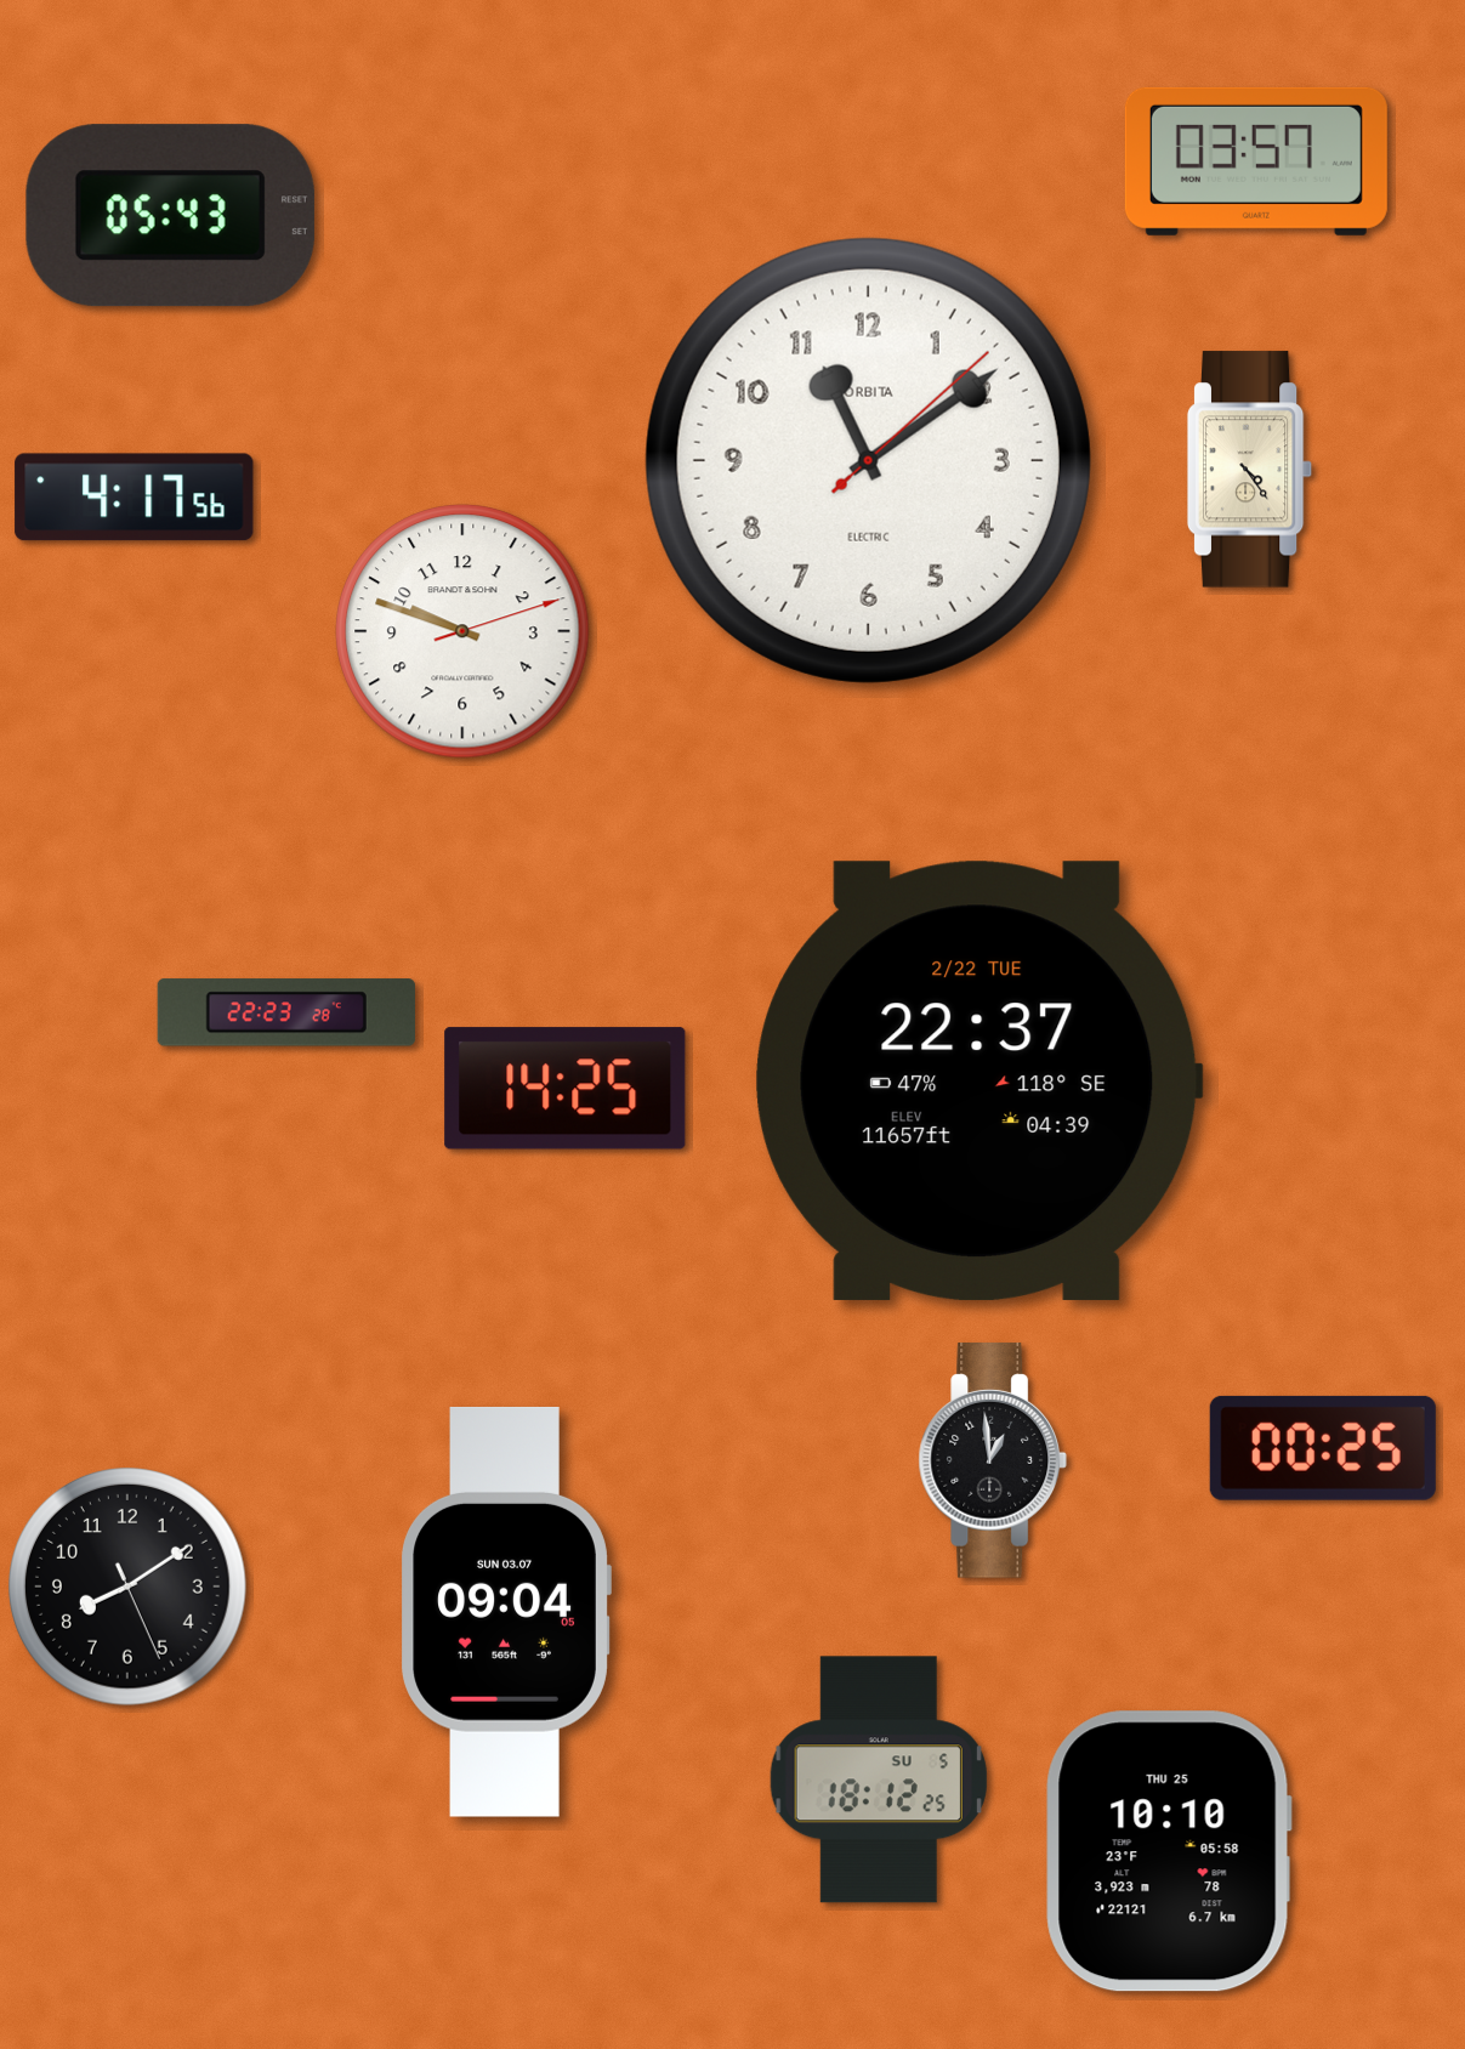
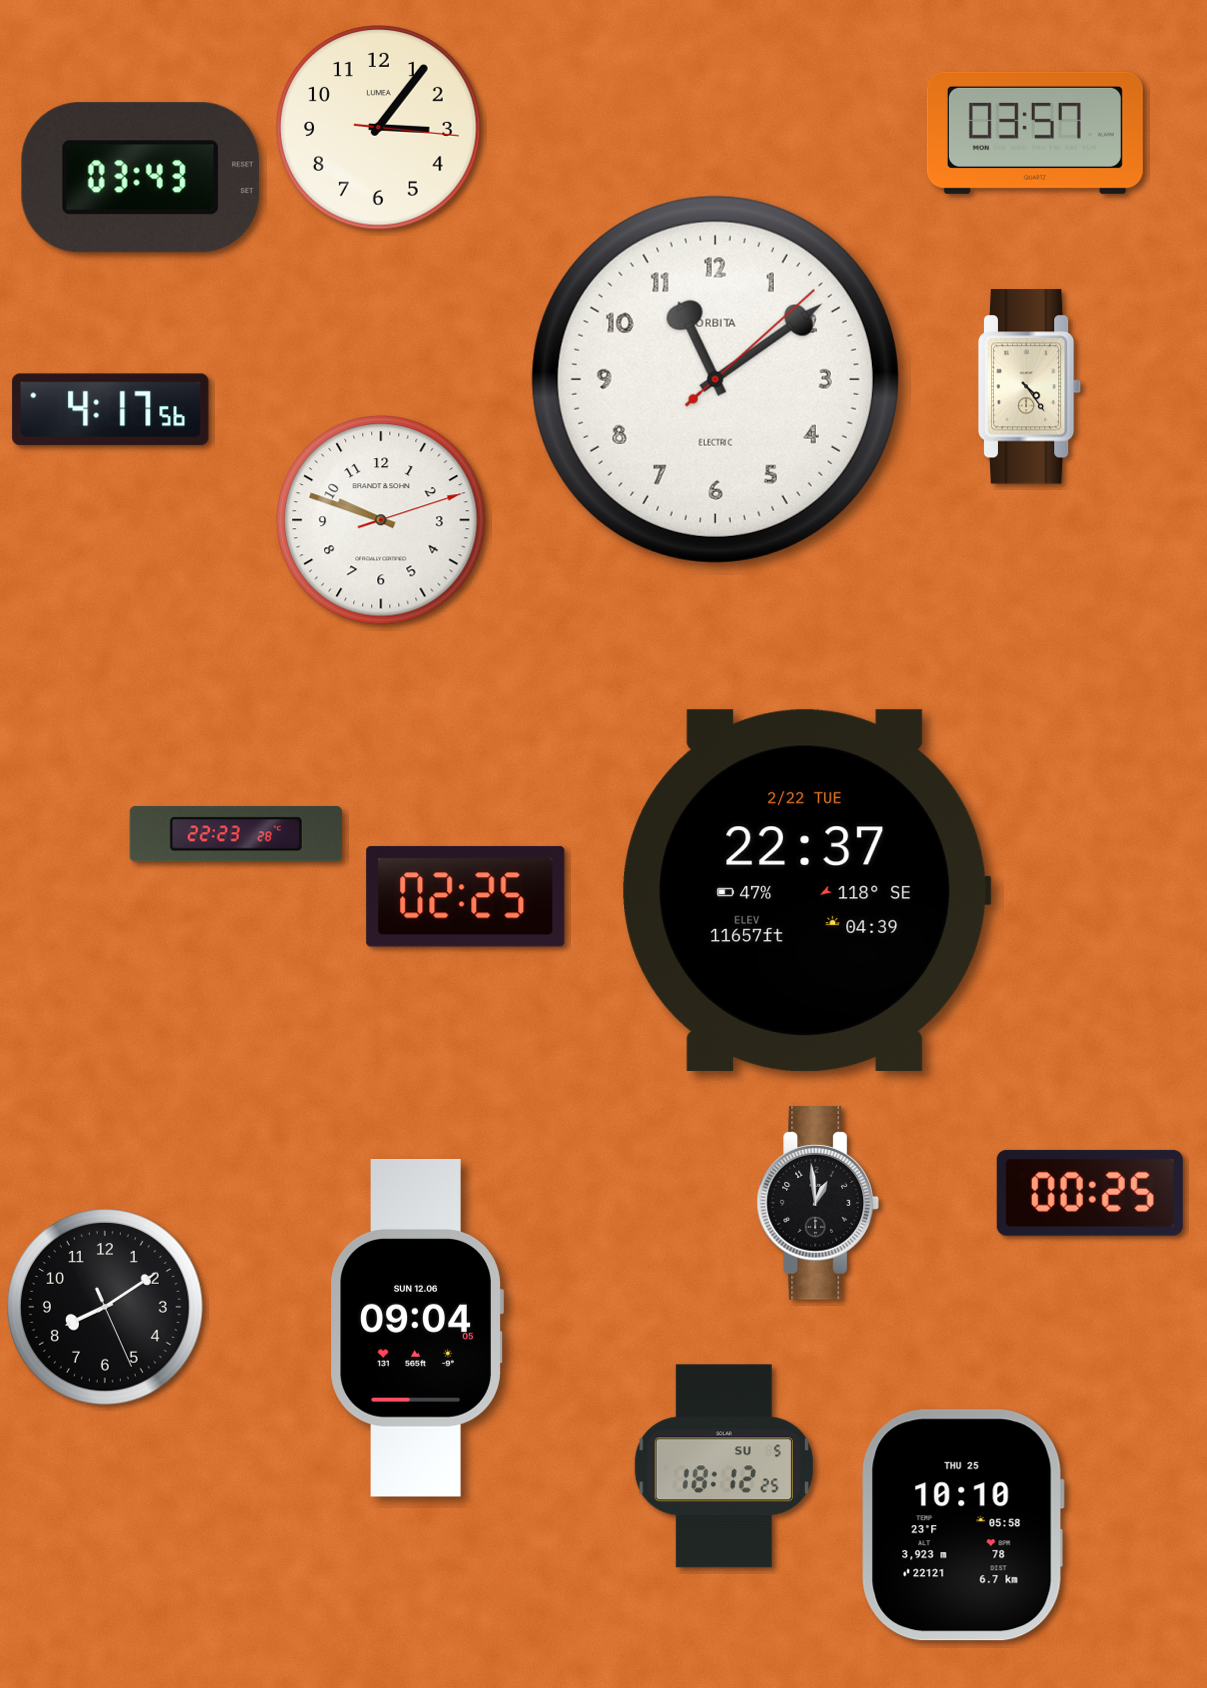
clock at (379, 128): none -> 3:06
clock at (170, 216): 05:43 -> 03:43
clock at (566, 1089): 14:25 -> 02:25
clock at (506, 1612) date: SUN 03.07 -> SUN 12.06
